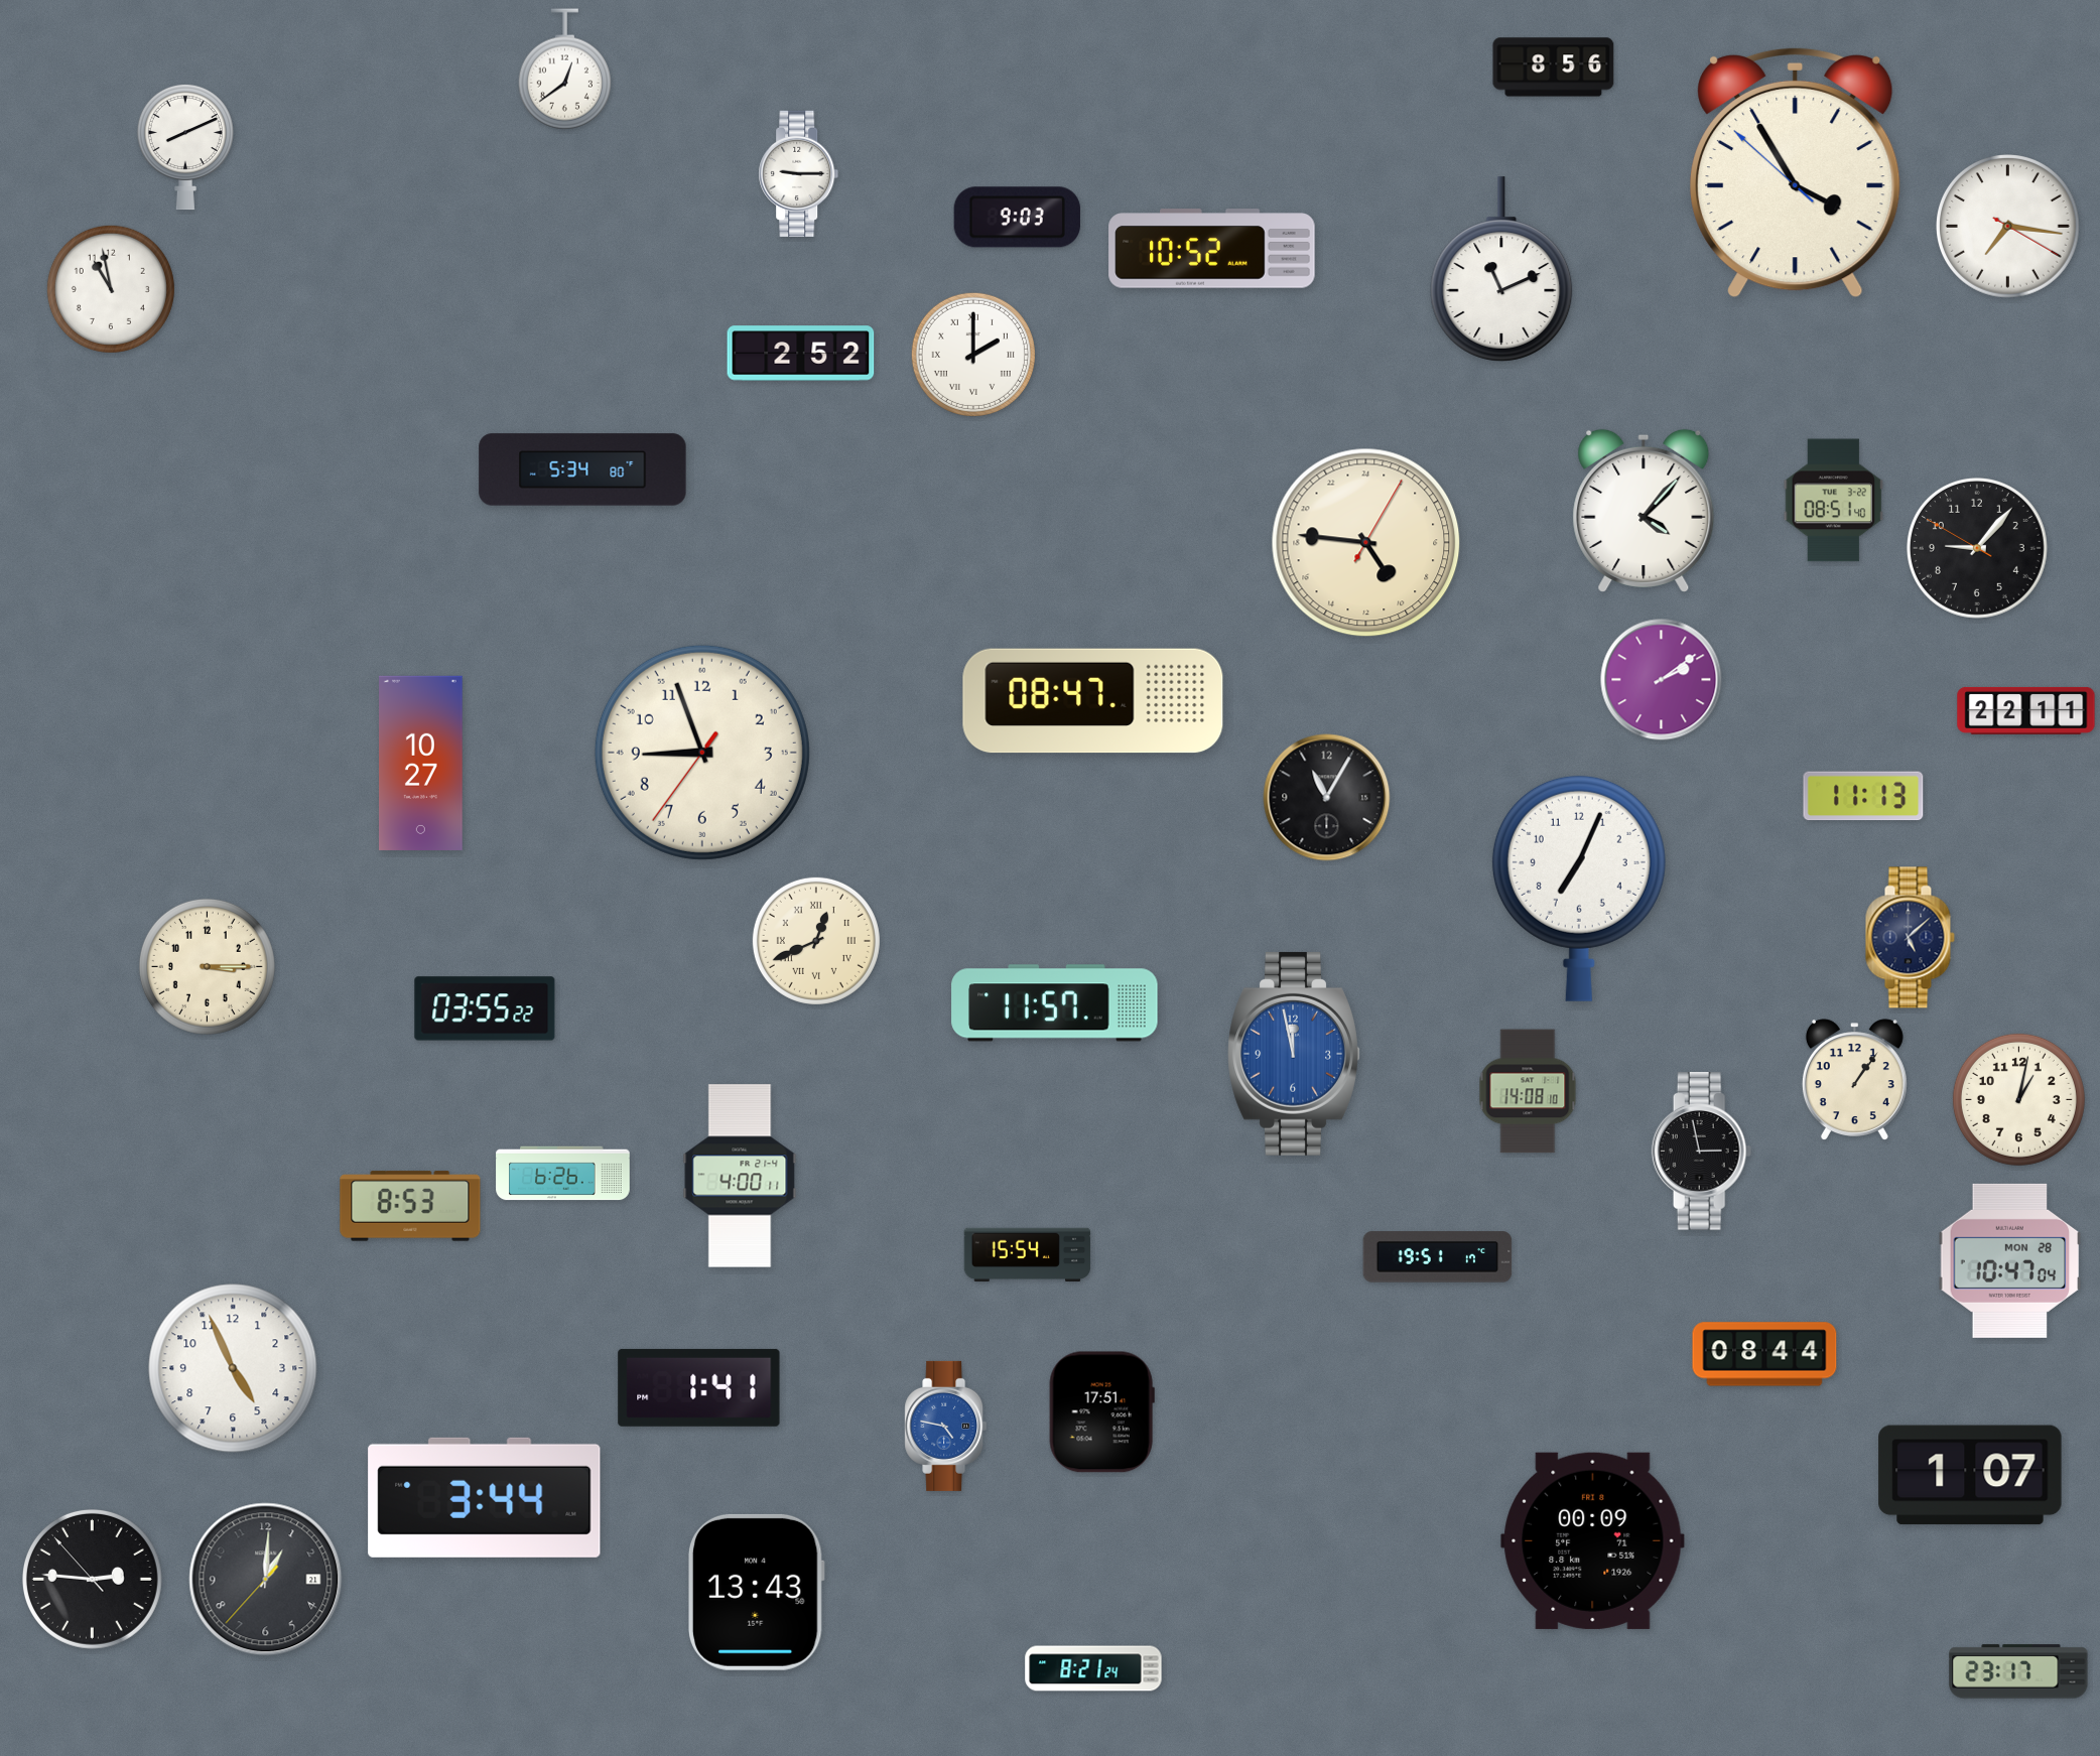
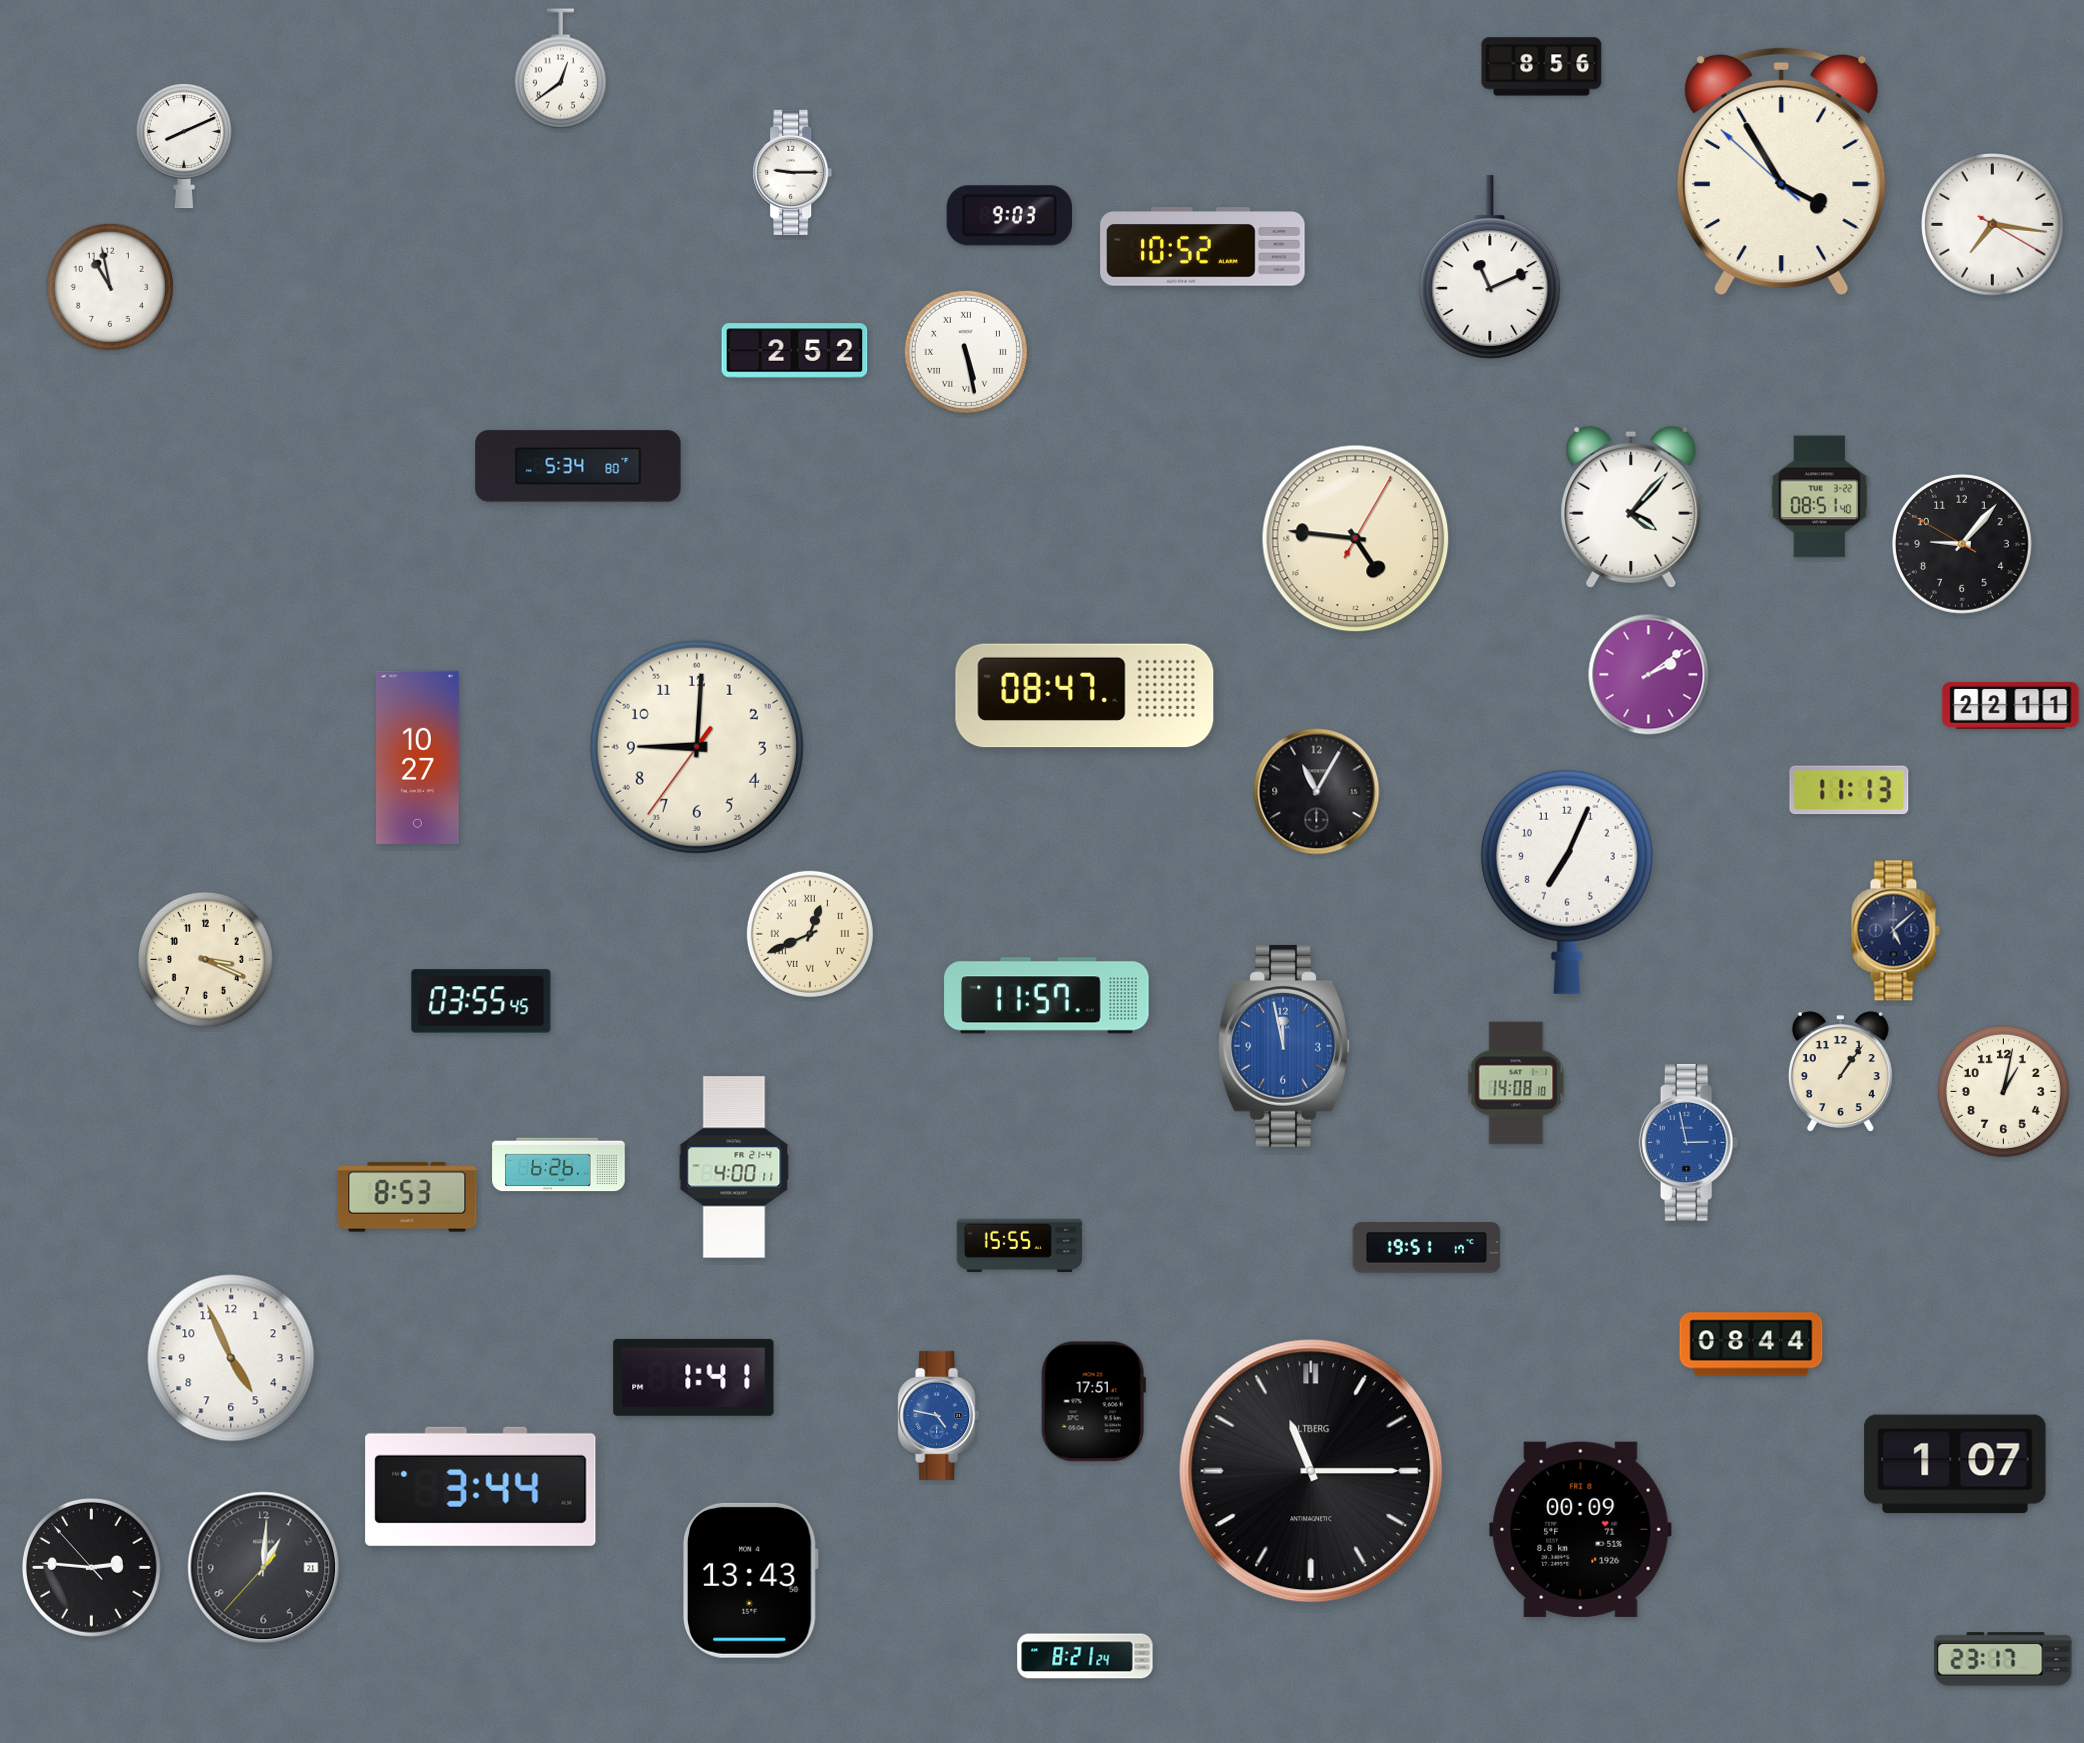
clock at (973, 355): 2:00 -> 5:28
clock at (702, 753): 8:56 -> 9:00
clock at (207, 966): 3:15 -> 3:19
clock at (485, 1008): 03:55:22 -> 03:55:45
clock at (1702, 1152) dial: black -> blue
clock at (1028, 1255): 15:54 -> 15:55
clock at (2010, 1260): 10:47 -> none
clock at (1311, 1471): none -> 11:15
